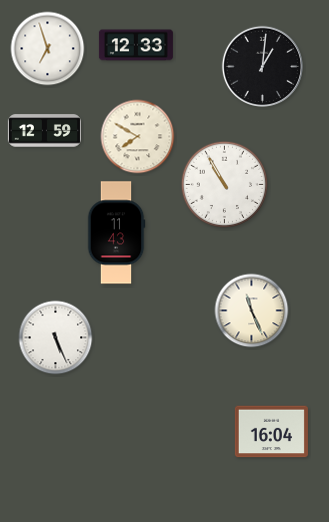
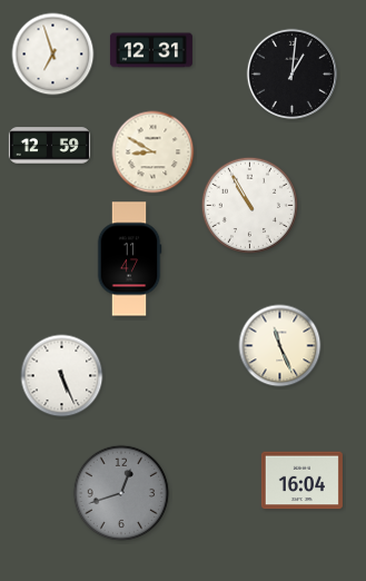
clock at (136, 45): 12:33 -> 12:31
clock at (138, 137): 7:50 -> 8:50
clock at (116, 233): 11:43 -> 11:47
clock at (121, 493): none -> 12:42
